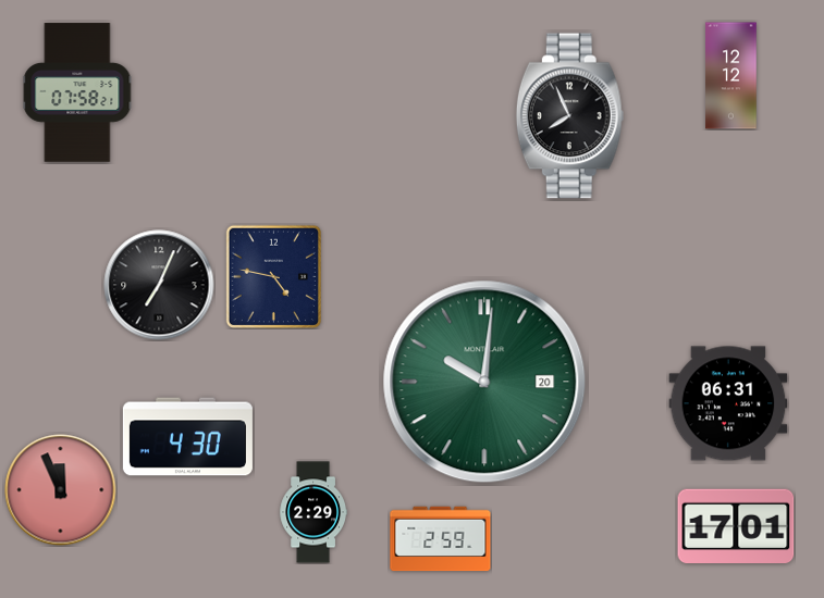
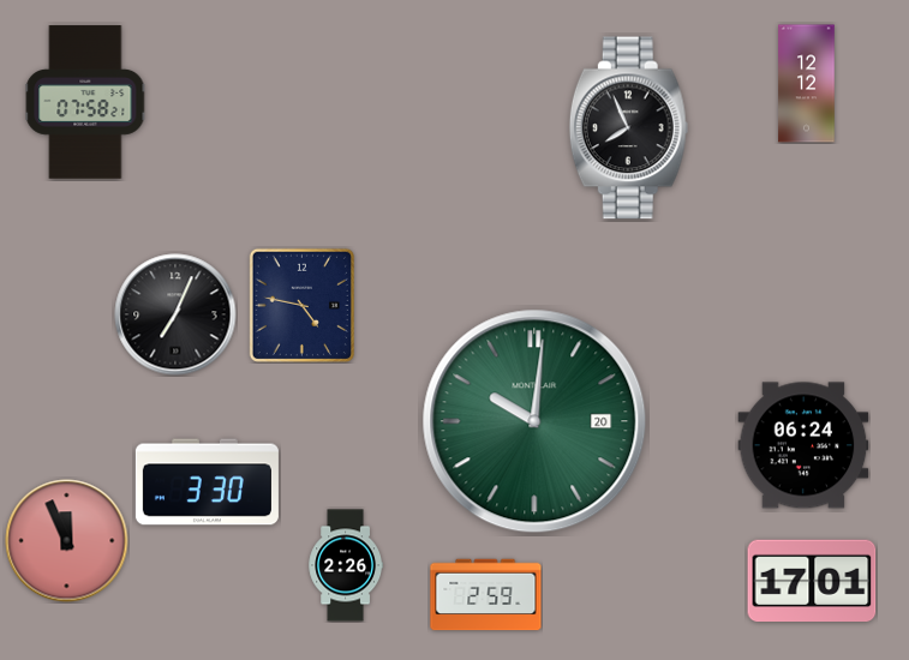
clock at (728, 403): 06:31 -> 06:24
clock at (187, 437): 4:30 -> 3:30
clock at (312, 512): 2:29 -> 2:26
